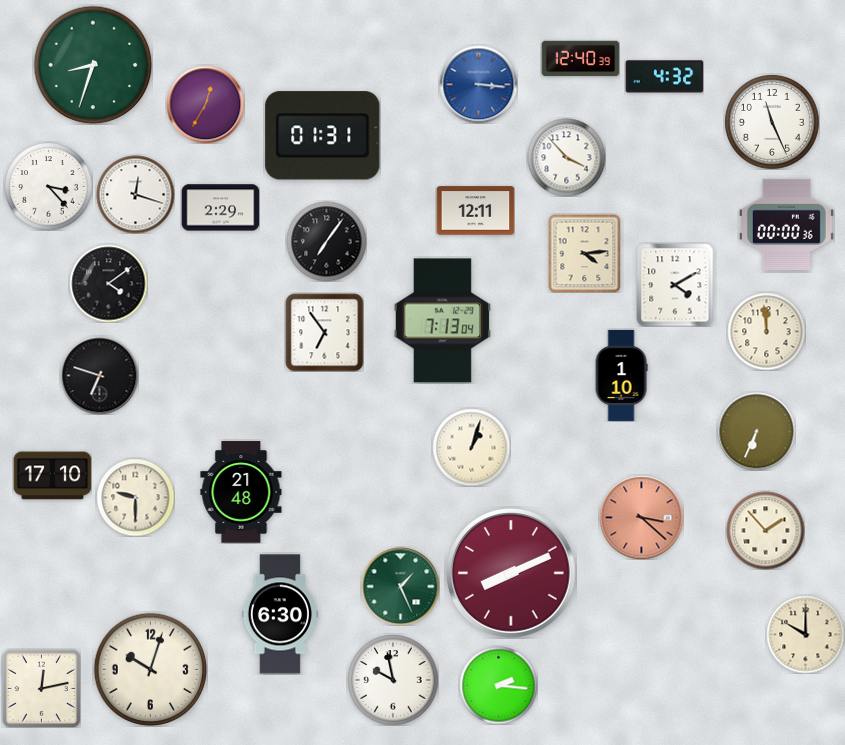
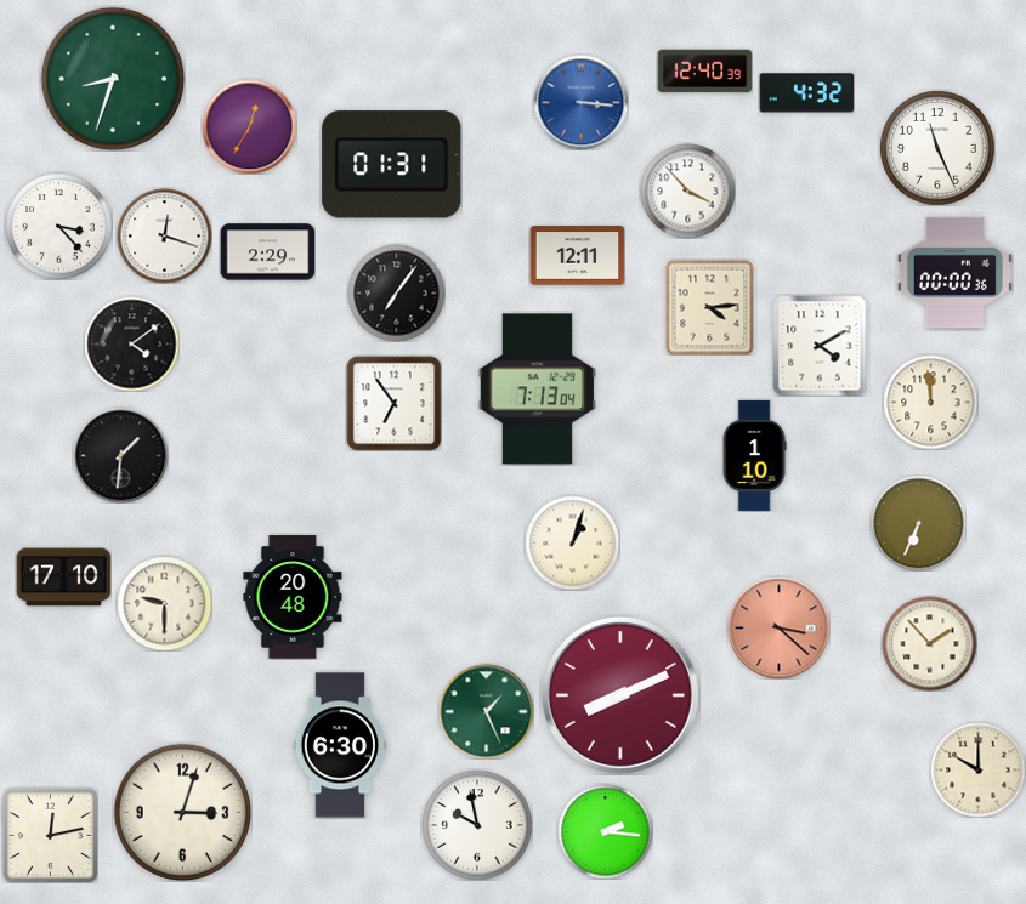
clock at (99, 375): 6:48 -> 1:31
clock at (241, 492): 21:48 -> 20:48
clock at (150, 669): 10:03 -> 3:03
